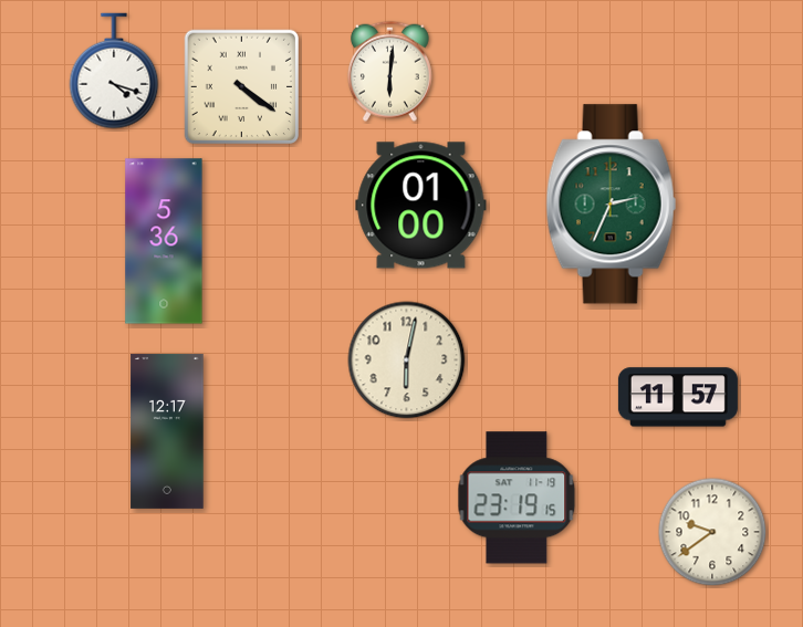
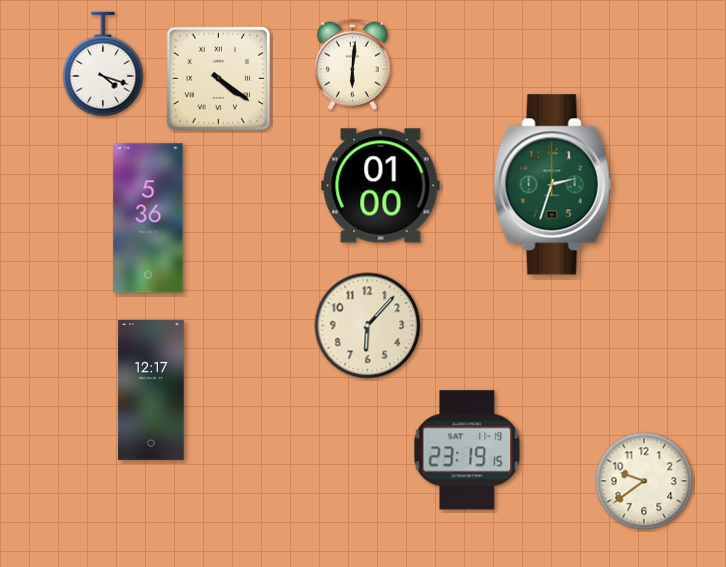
clock at (612, 205): 2:34 -> 2:33
clock at (407, 360): 6:02 -> 6:07
clock at (678, 397): 11:57 -> none
